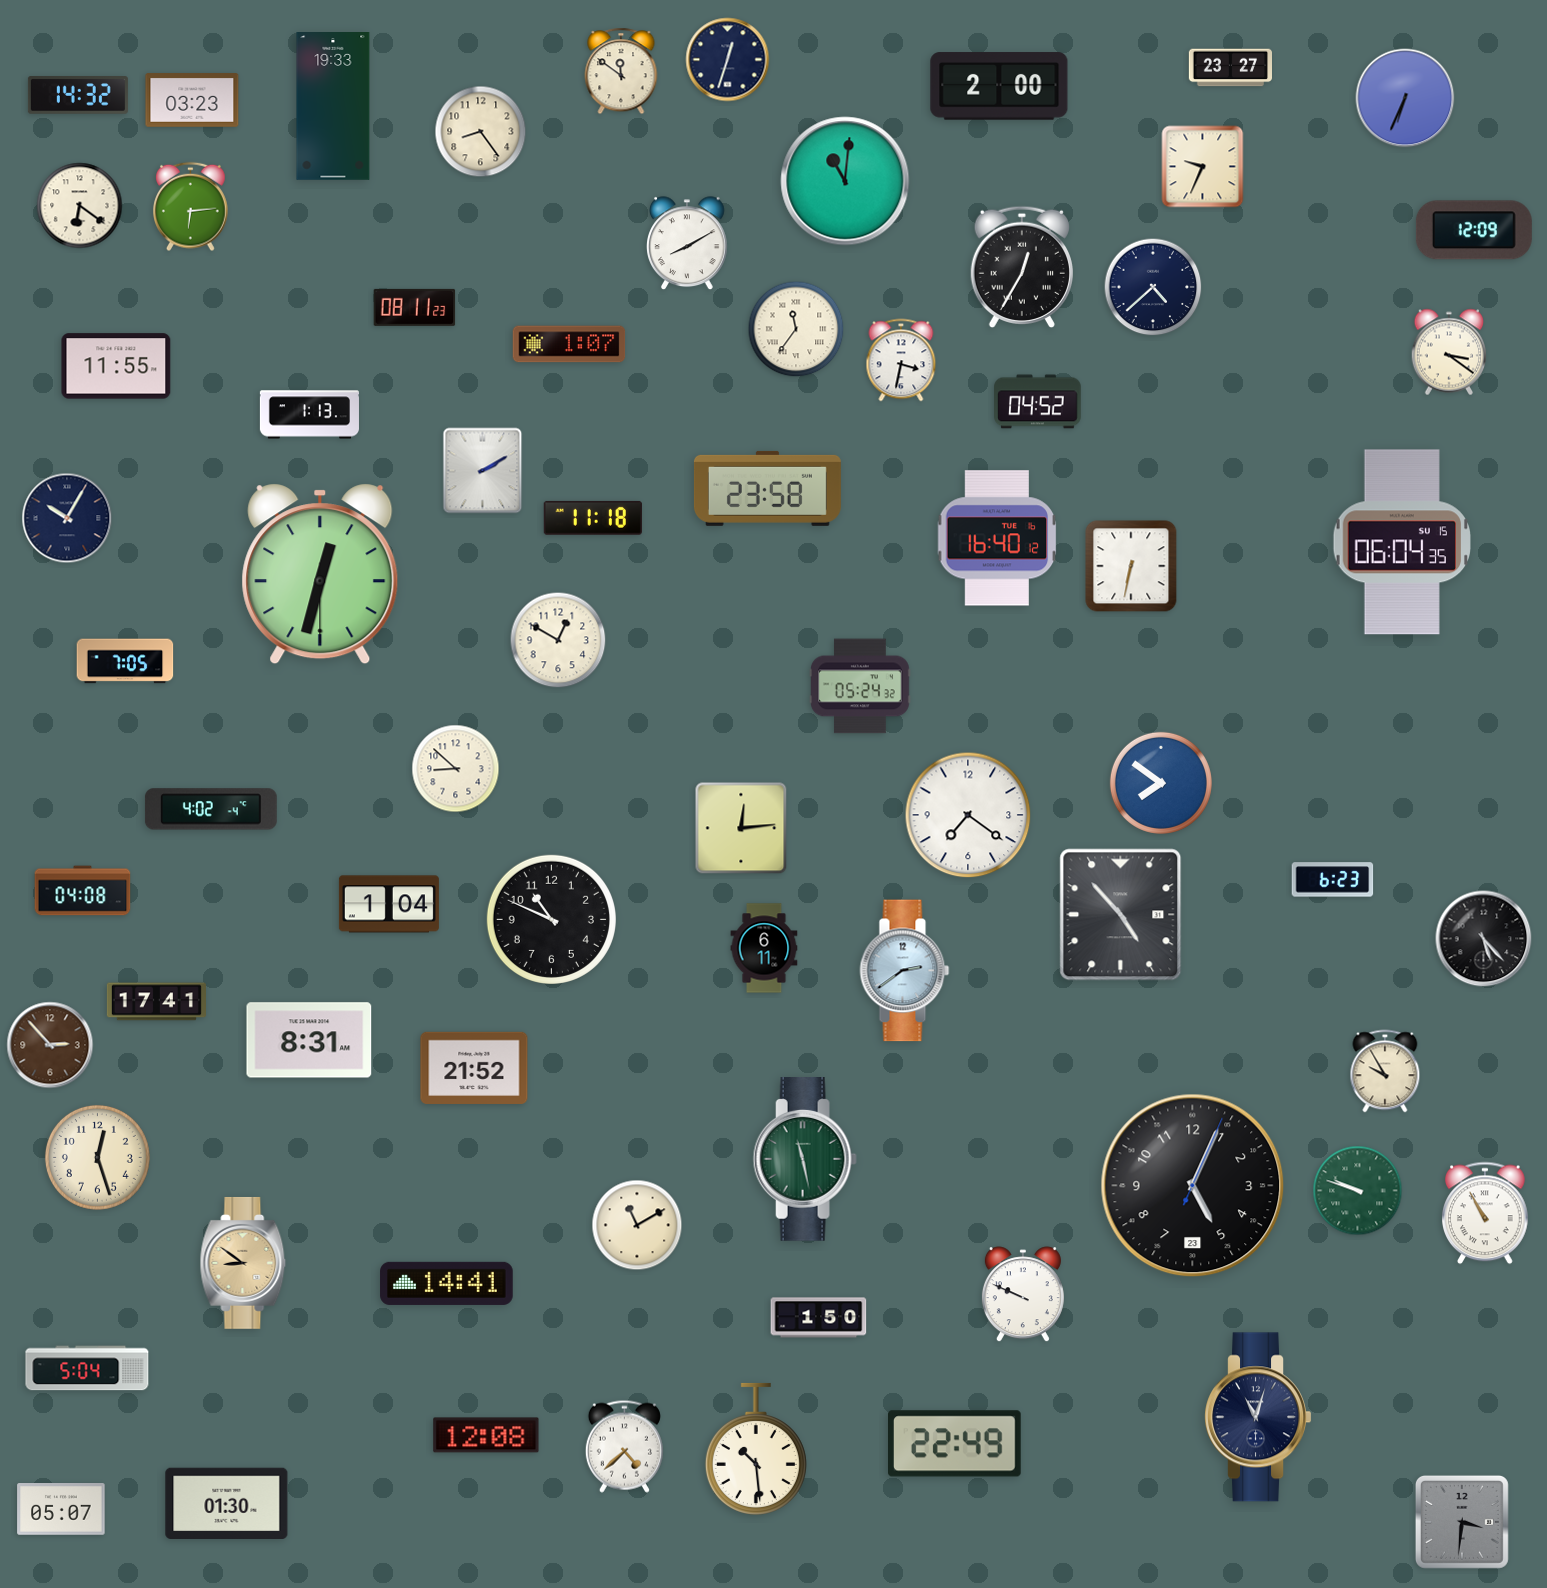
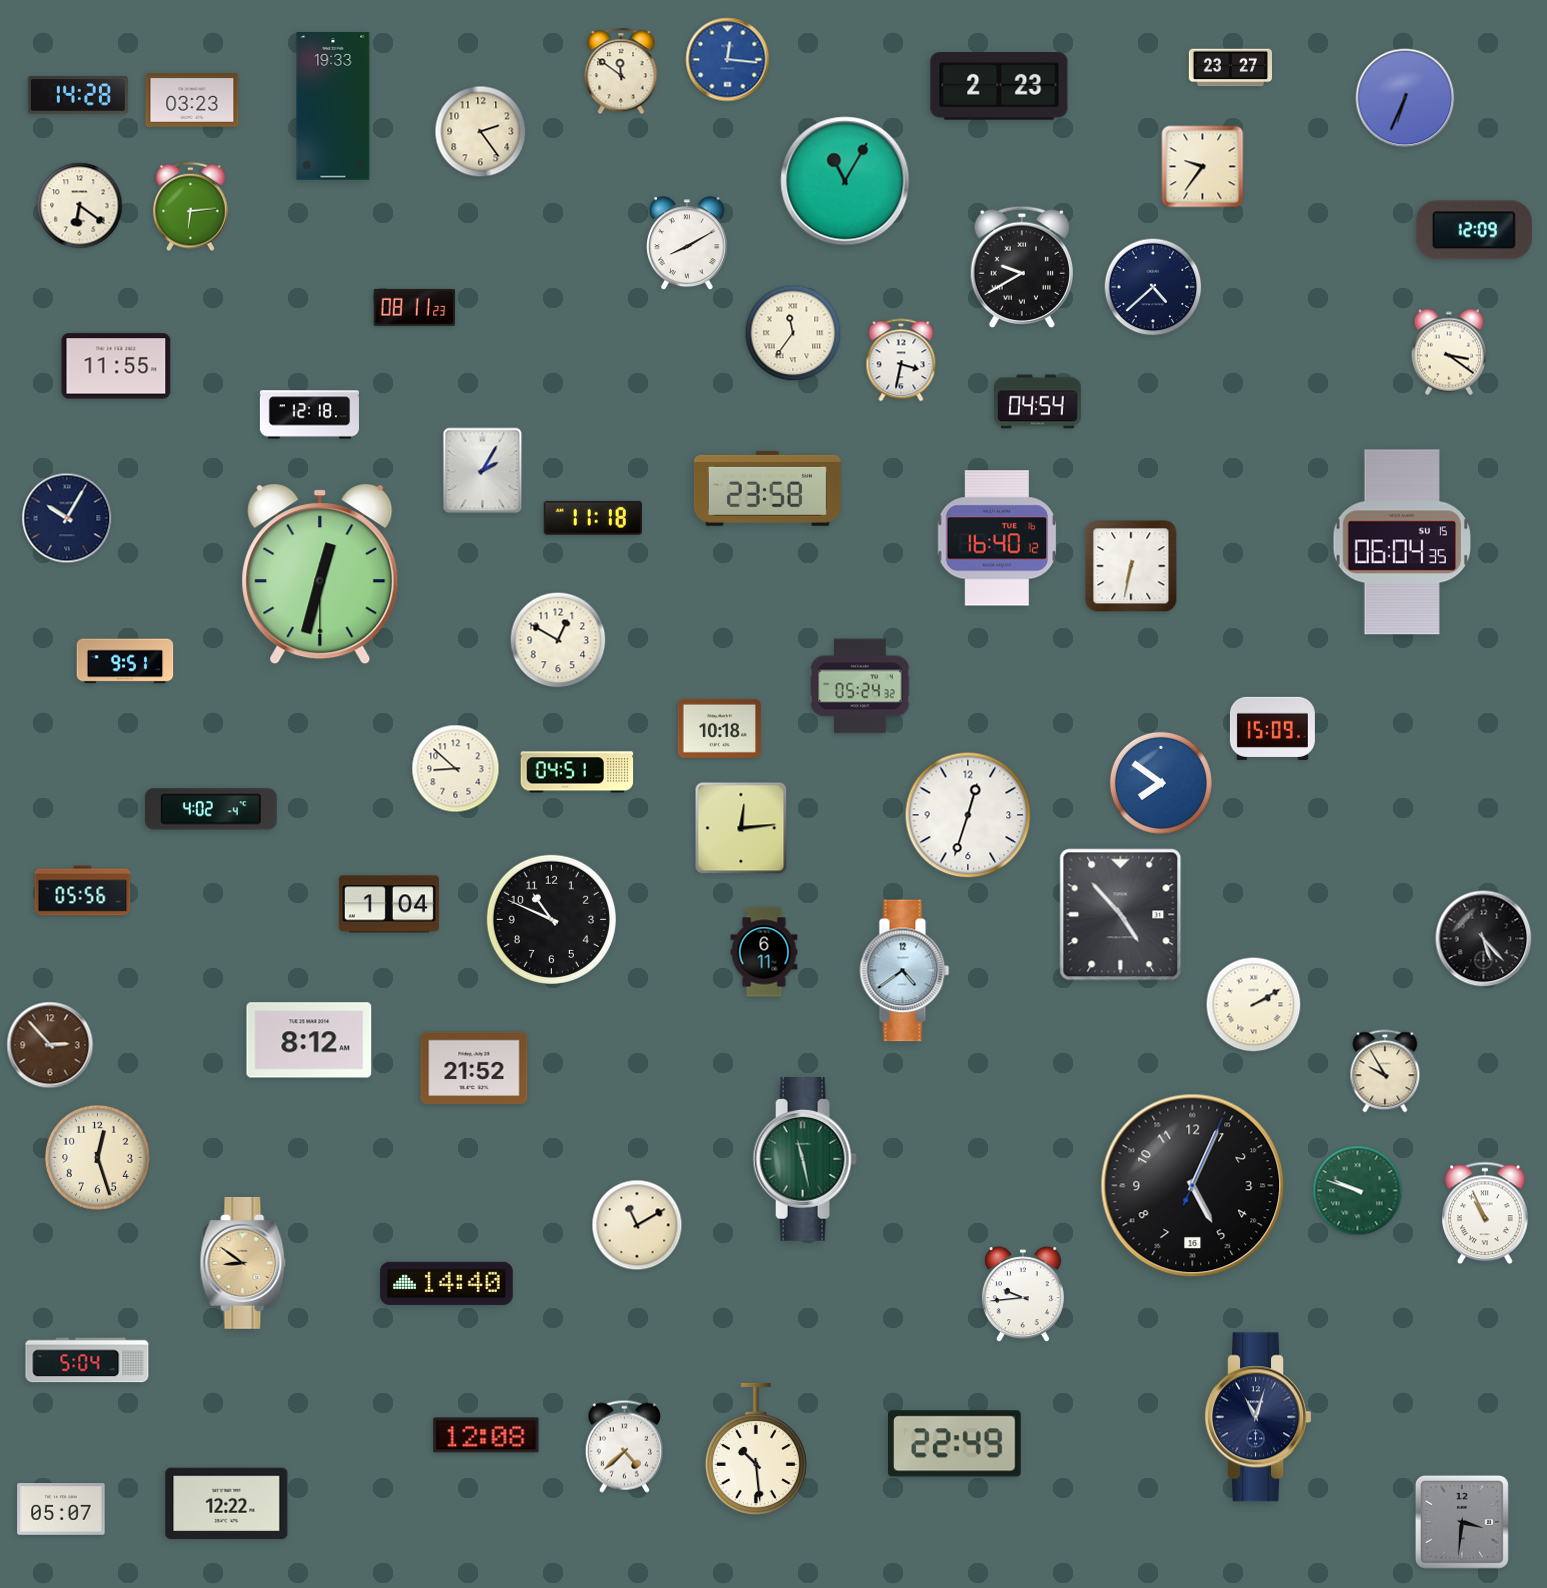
clock at (728, 60): 12:33 -> 12:16
clock at (728, 60) dial: navy -> blue
clock at (999, 86): 2:00 -> 2:23
clock at (78, 95): 14:32 -> 14:28
clock at (481, 132): 8:24 -> 2:24
clock at (1203, 167): 9:34 -> 9:36
clock at (845, 181): 11:01 -> 11:05
clock at (1022, 266): 12:35 -> 9:40
clock at (796, 329) position: (796, 329) -> (793, 333)
clock at (569, 344): 1:07 -> none
clock at (1038, 402): 04:52 -> 04:54
clock at (309, 415): 1:13 -> 12:18
clock at (483, 471): 2:10 -> 2:05
clock at (125, 661): 7:05 -> 9:51
clock at (719, 728): none -> 10:18
clock at (1272, 728): none -> 15:09
clock at (577, 772): none -> 04:51
clock at (968, 815): 7:21 -> 12:33
clock at (1333, 880): 6:23 -> none
clock at (83, 891): 04:08 -> 05:56
clock at (764, 948) position: (764, 948) -> (764, 952)
clock at (905, 971): 2:39 -> 4:39
clock at (156, 1002): 17:41 -> none
clock at (1254, 1005): none -> 2:10
clock at (309, 1040): 8:31 -> 8:12
clock at (1193, 1186) date: 23 -> 16
clock at (1486, 1213): 10:55 -> 10:56
clock at (447, 1283): 14:41 -> 14:40
clock at (1023, 1295): 9:49 -> 9:44
clock at (819, 1318): 1:50 -> none
clock at (87, 1368) position: (87, 1368) -> (87, 1360)
clock at (227, 1503): 01:30 -> 12:22
